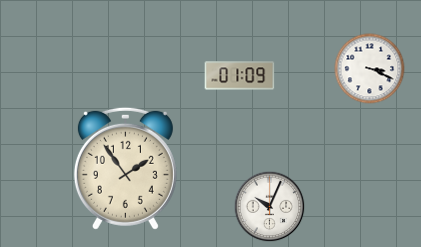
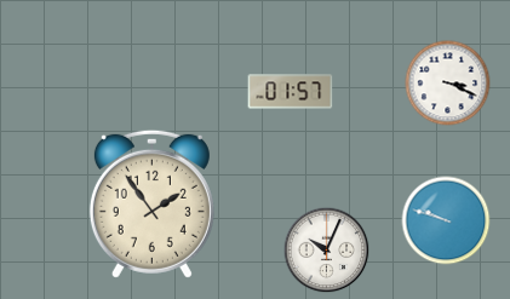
clock at (240, 76): 01:09 -> 01:57
clock at (446, 220): none -> 9:48
